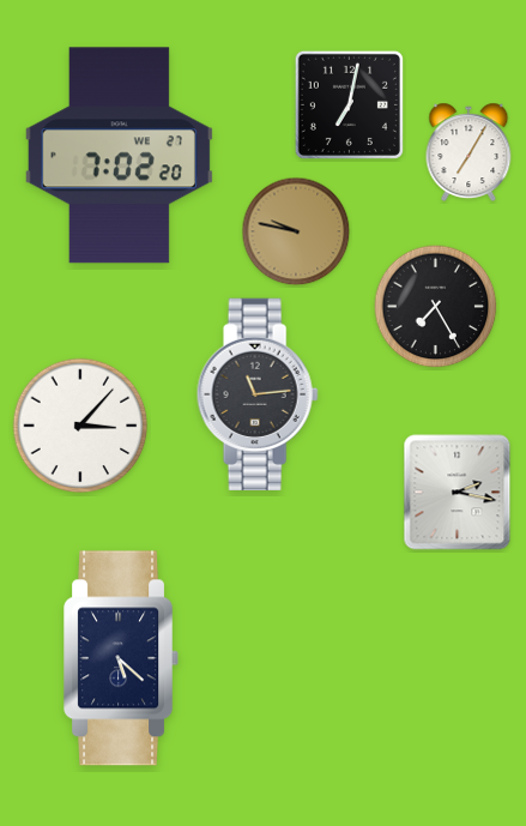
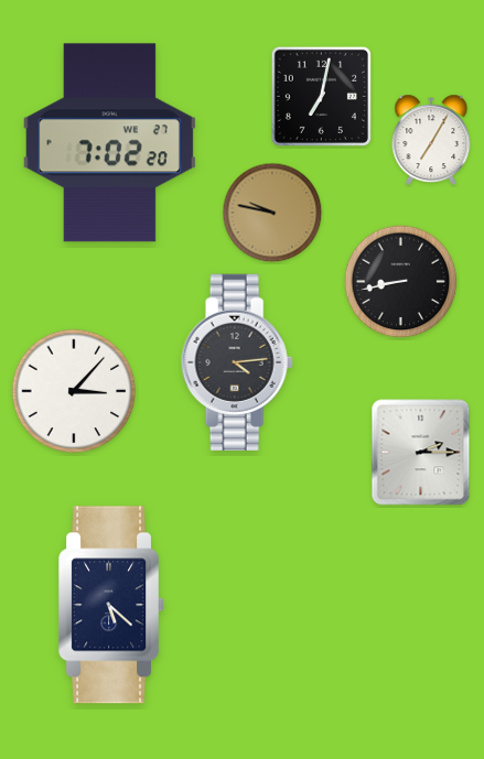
clock at (436, 307): 7:25 -> 8:43
clock at (258, 394): 11:14 -> 4:14
clock at (458, 493): 2:17 -> 2:15
